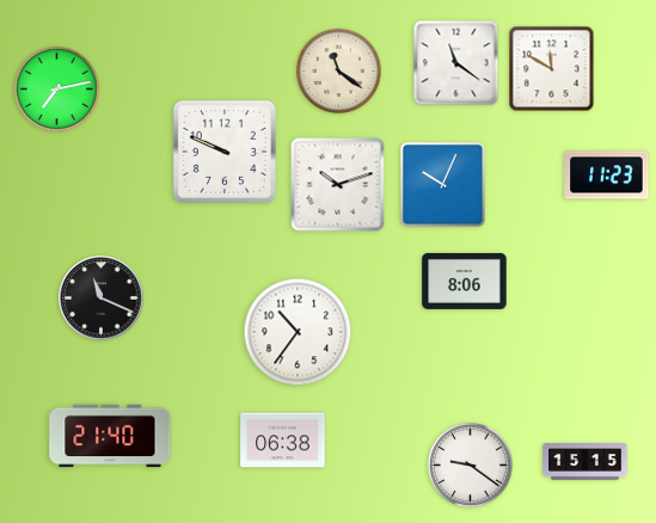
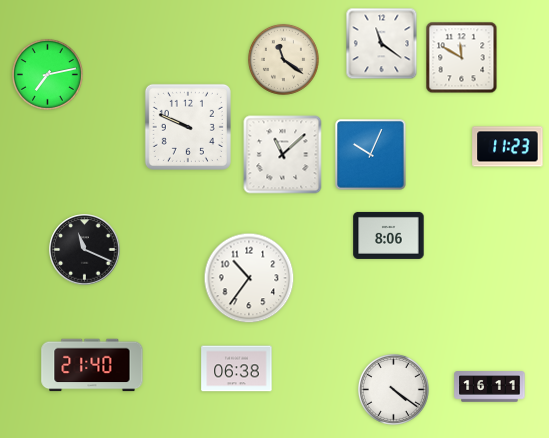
clock at (456, 63) position: (456, 63) -> (382, 44)
clock at (338, 185): 10:12 -> 11:08
clock at (586, 462): 15:15 -> 16:11
clock at (470, 464): 9:21 -> 4:21
